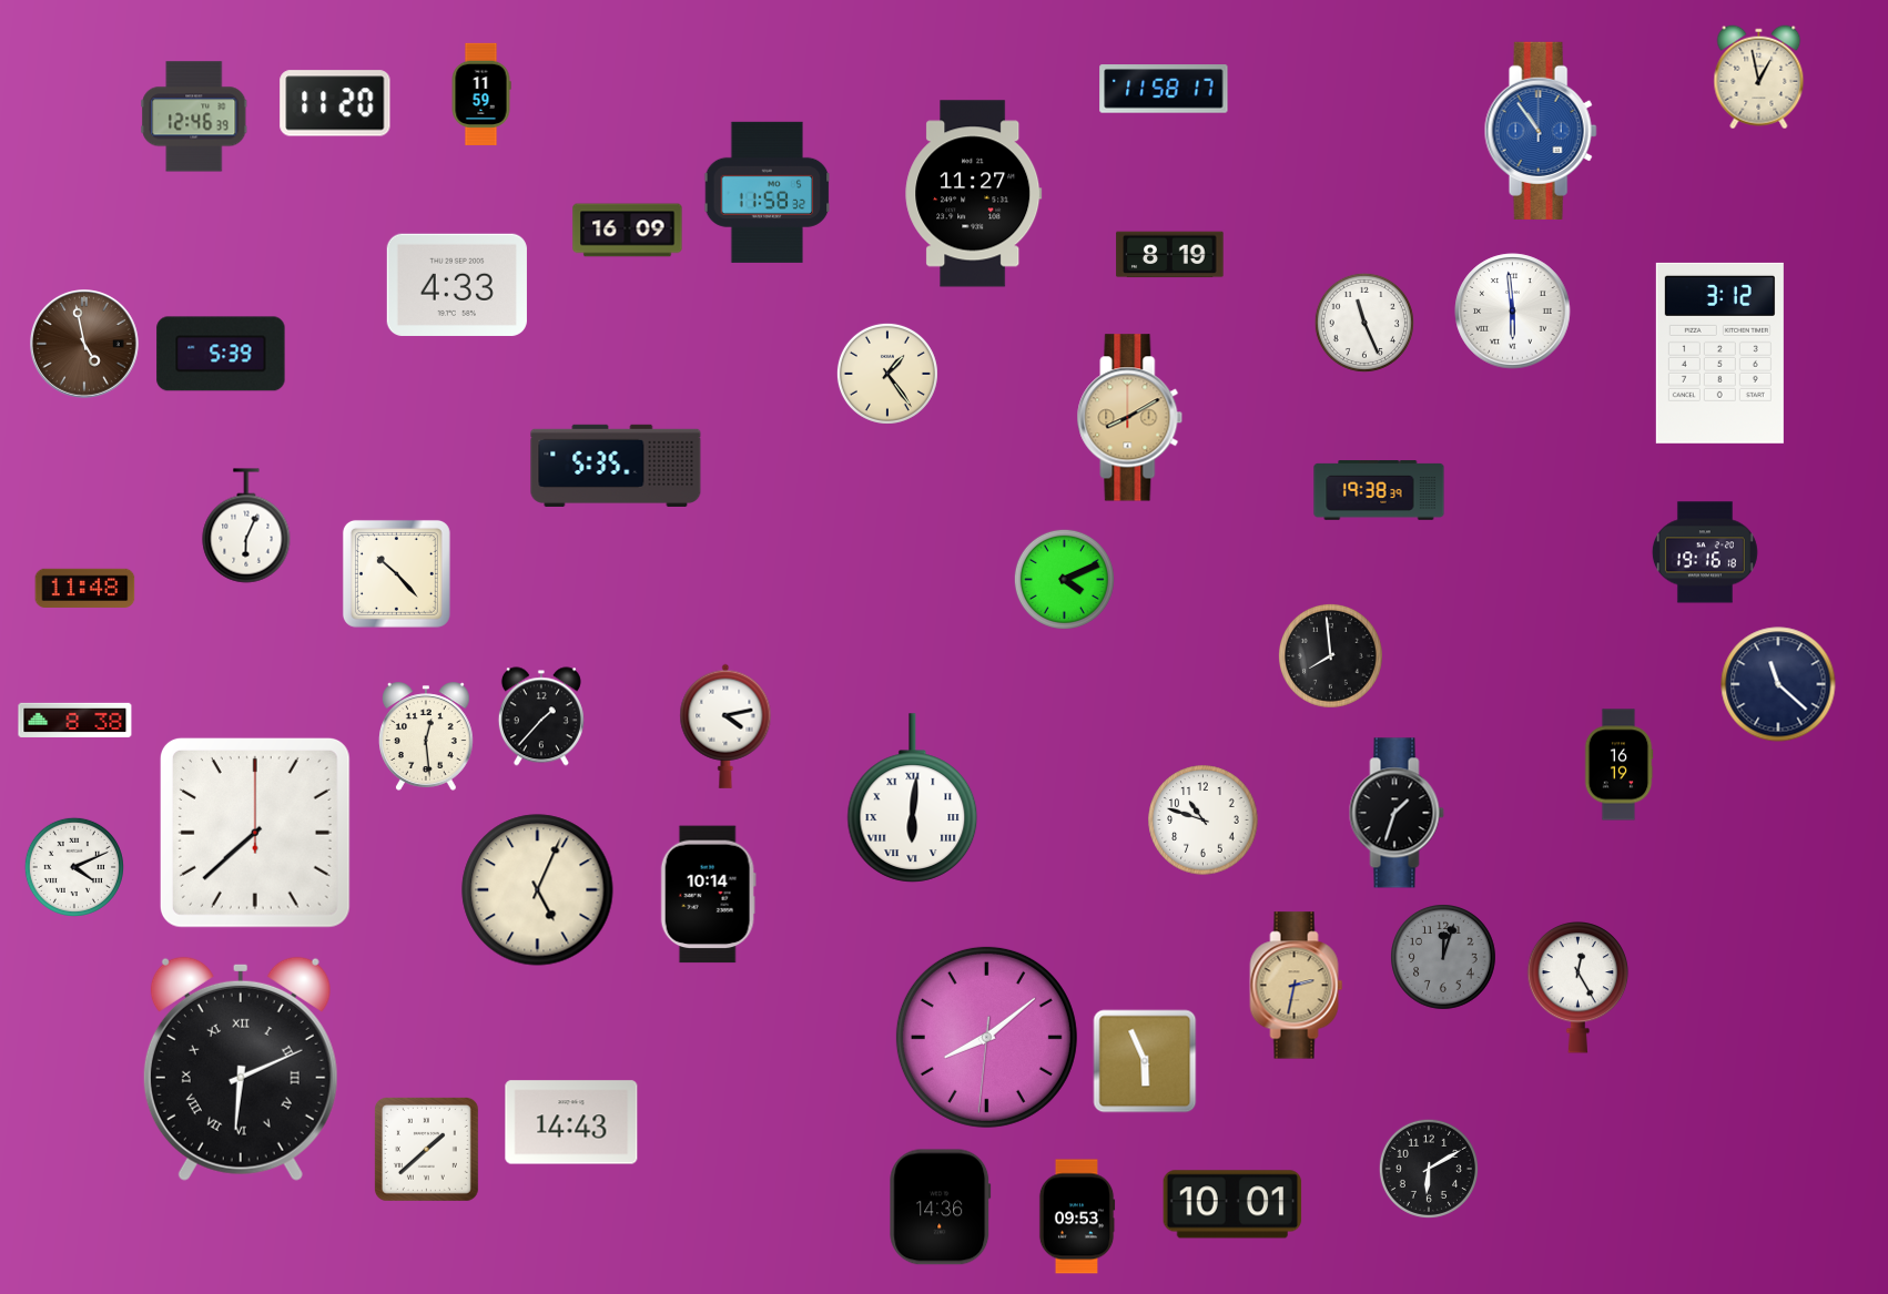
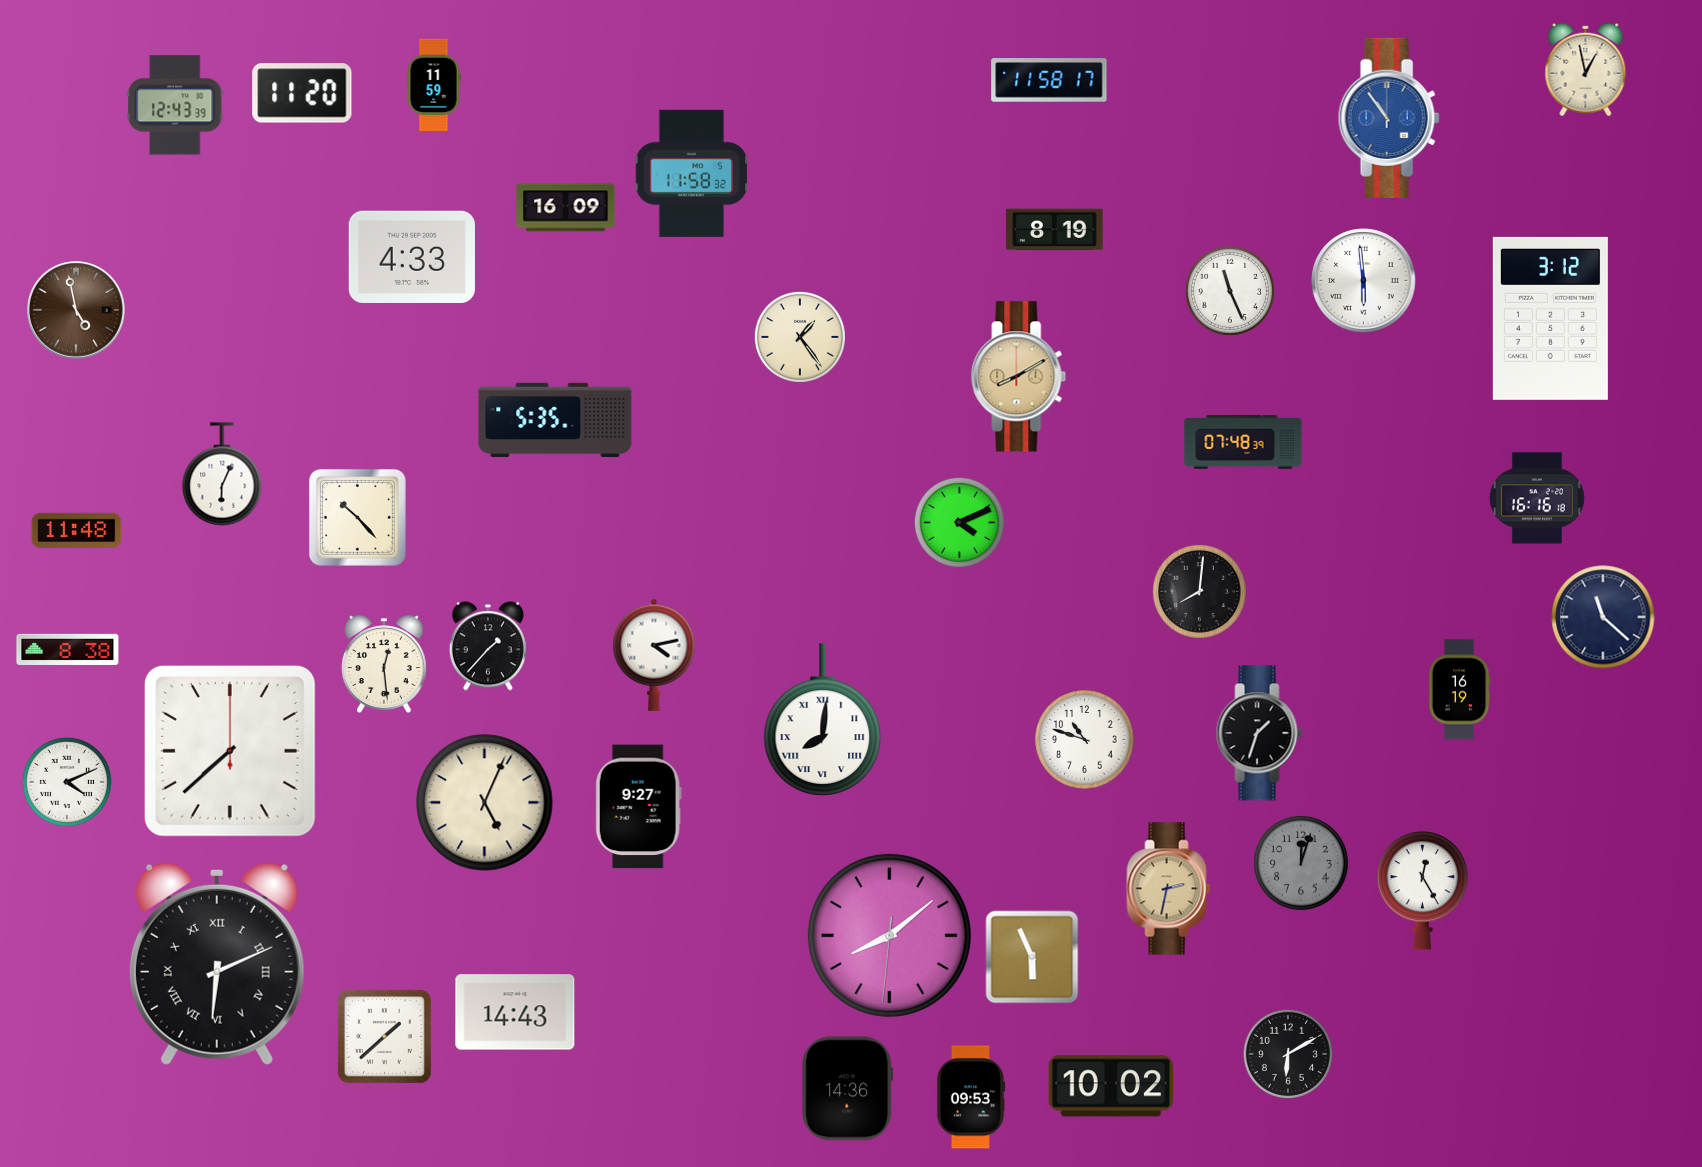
clock at (194, 116): 12:46 -> 12:43
clock at (974, 194): 11:27 -> none
clock at (221, 354): 5:39 -> none
clock at (1379, 490): 19:38 -> 07:48
clock at (1705, 552): 19:16 -> 16:16
clock at (1330, 655): 7:59 -> 8:01
clock at (913, 798): 6:01 -> 8:01
clock at (708, 895): 10:14 -> 9:27
clock at (1232, 1204): 10:01 -> 10:02
